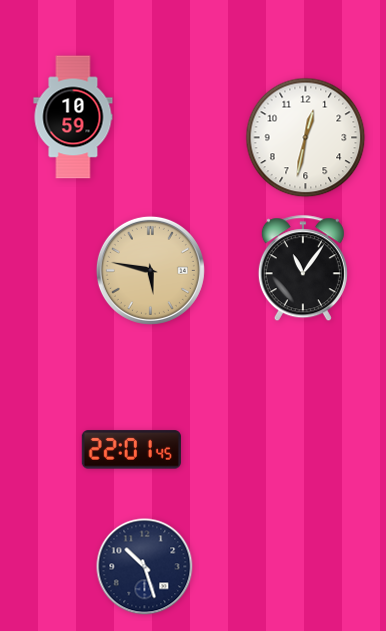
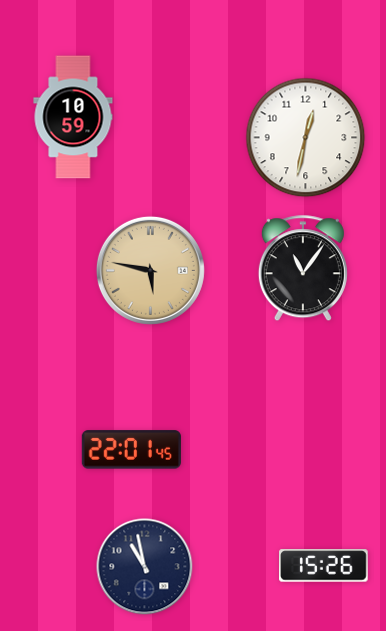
clock at (324, 566): none -> 15:26
clock at (145, 567): 10:27 -> 10:58
